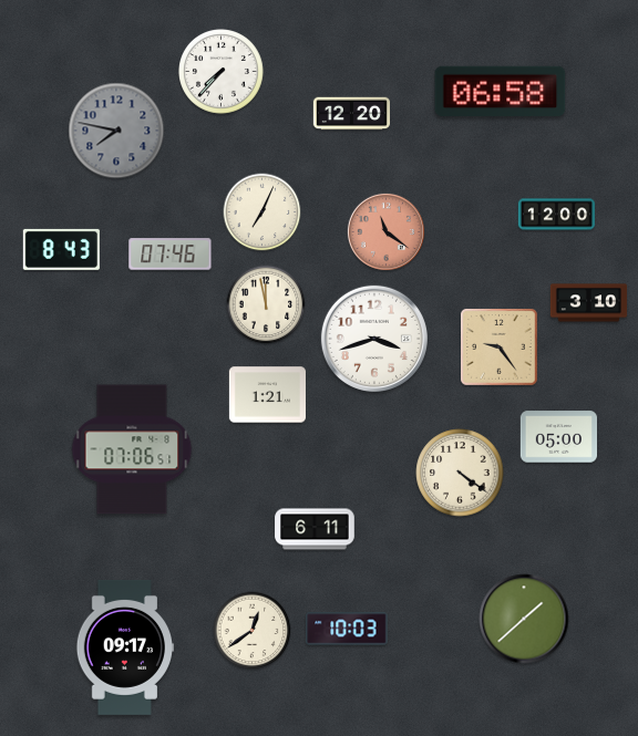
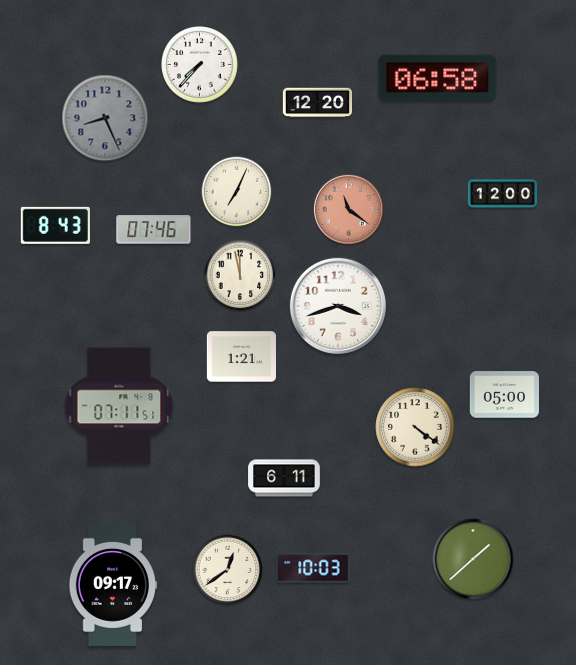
clock at (501, 91) position: (501, 91) -> (438, 77)
clock at (116, 131): 7:47 -> 8:26
clock at (589, 303): 3:10 -> none
clock at (500, 348): 9:24 -> none
clock at (132, 449): 07:06 -> 07:11
